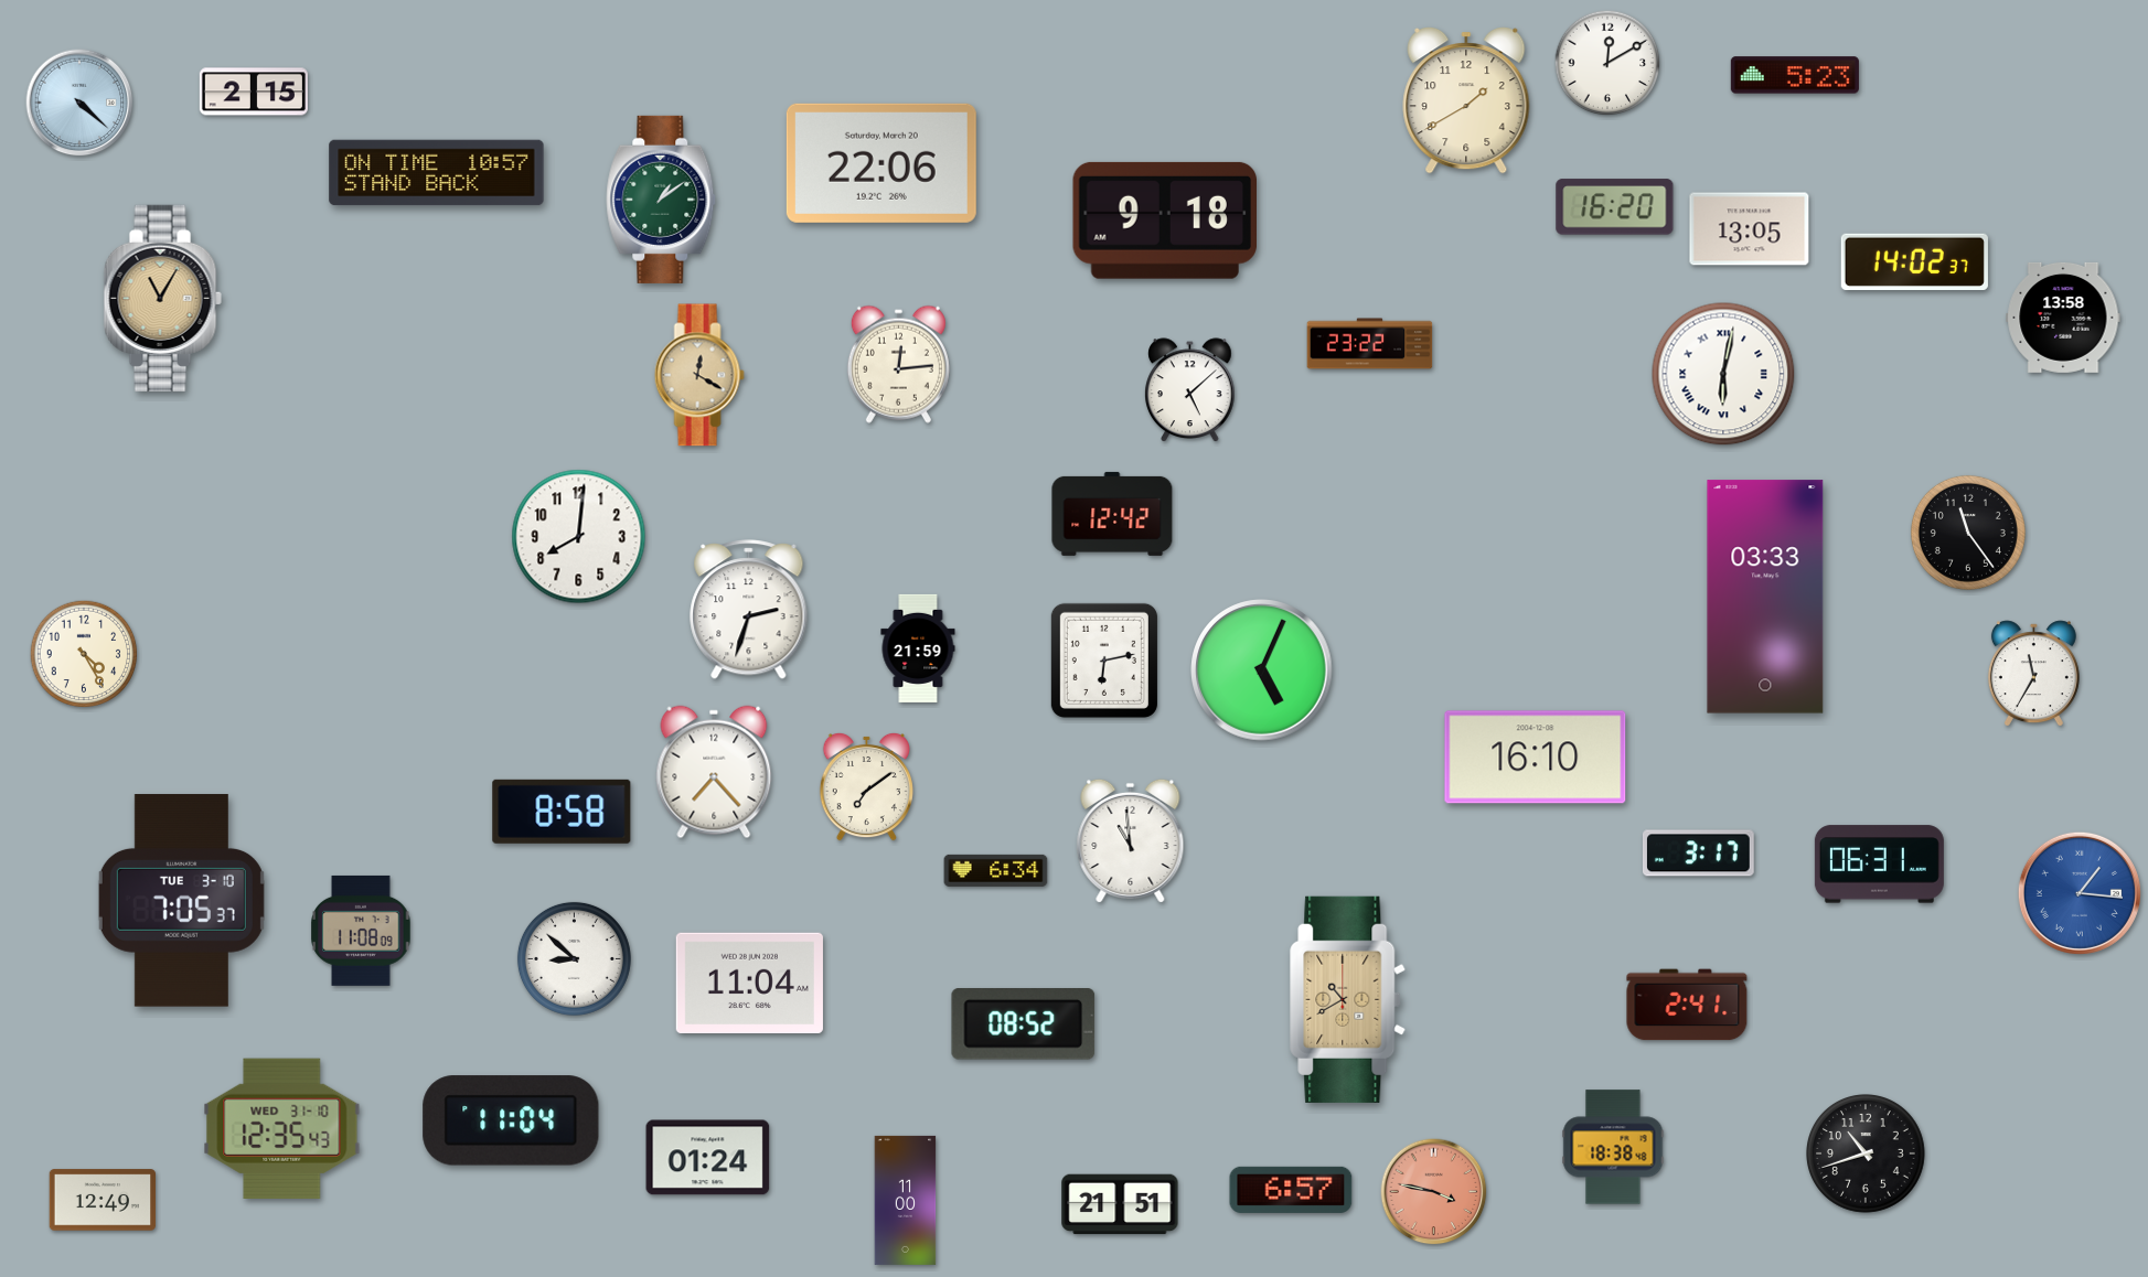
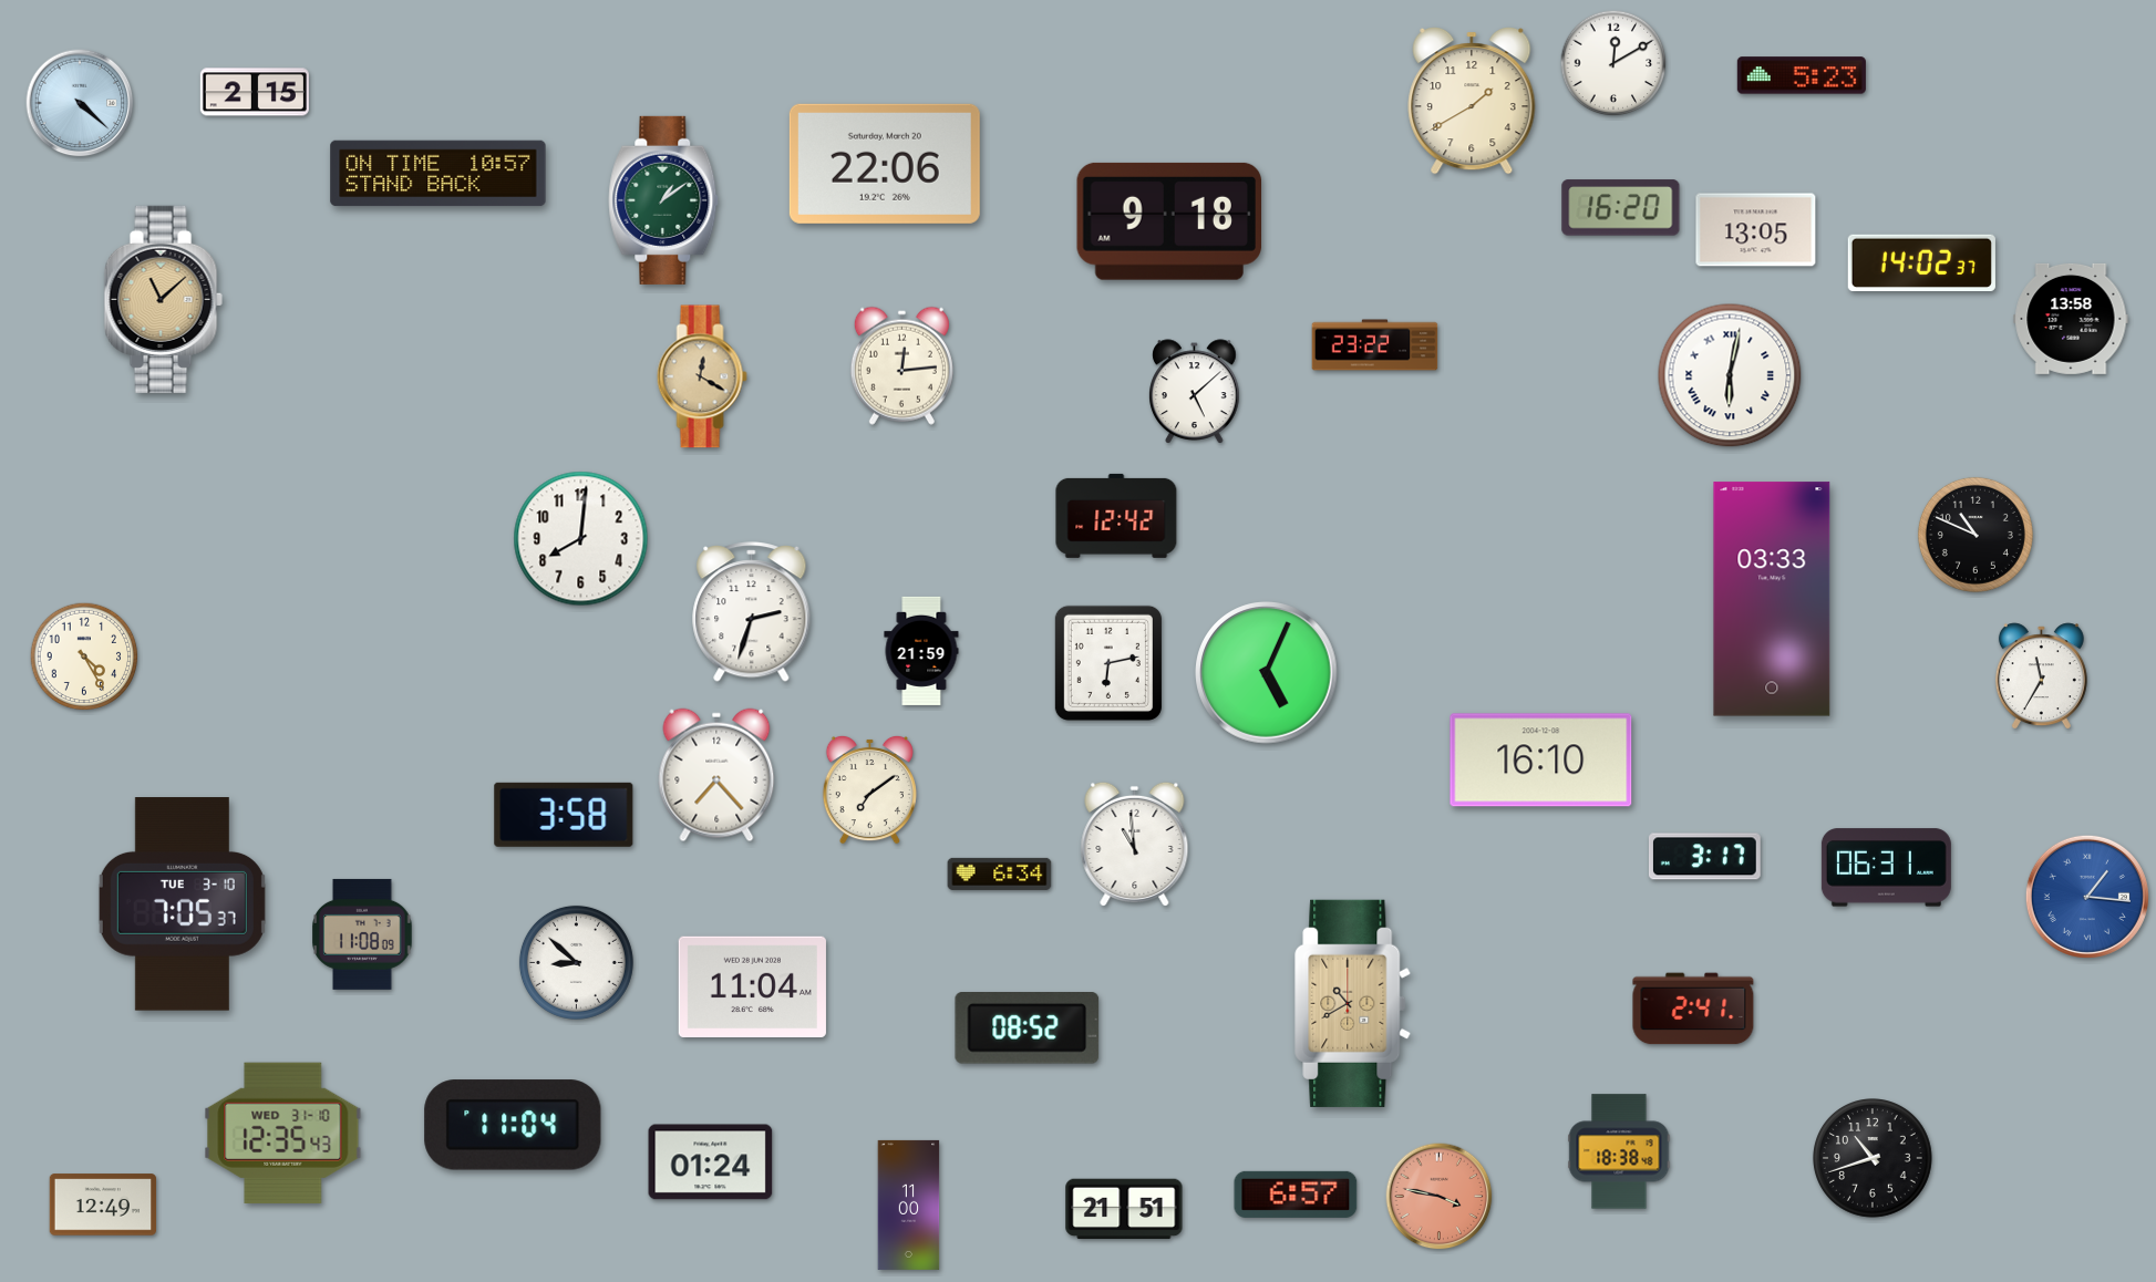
clock at (162, 298): 11:05 -> 11:08
clock at (1968, 533): 11:24 -> 10:49
clock at (562, 812): 8:58 -> 3:58
